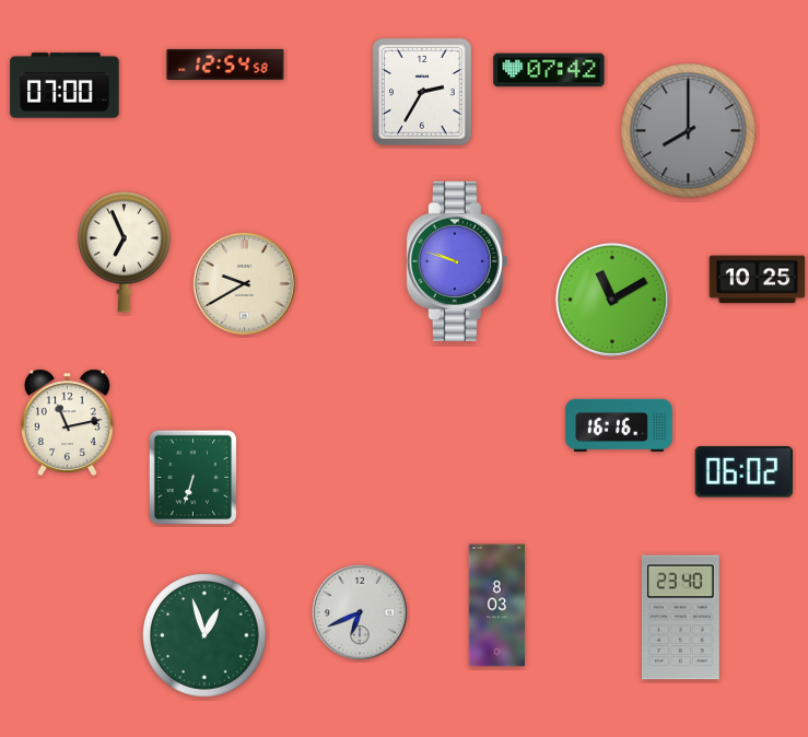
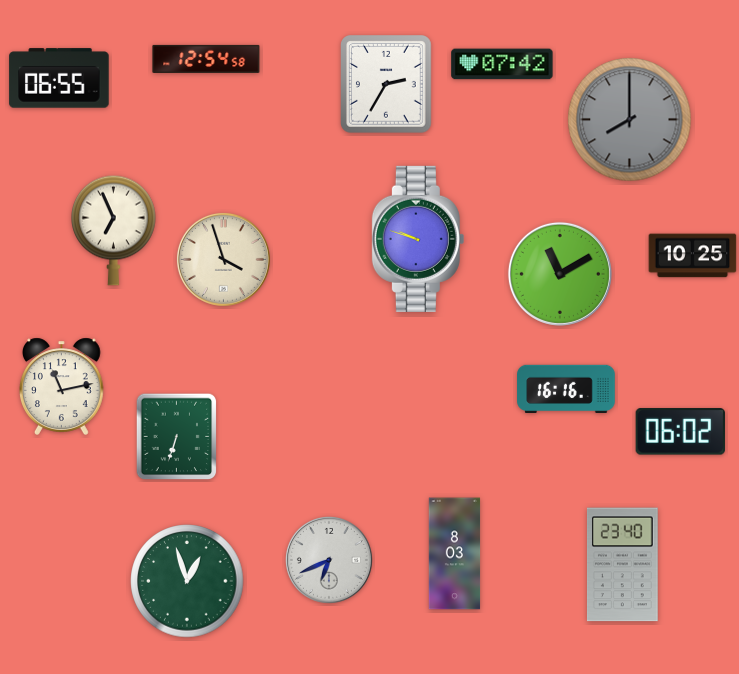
clock at (65, 85): 07:00 -> 06:55
clock at (244, 283): 9:40 -> 3:57
